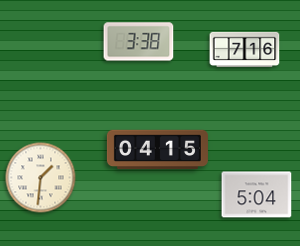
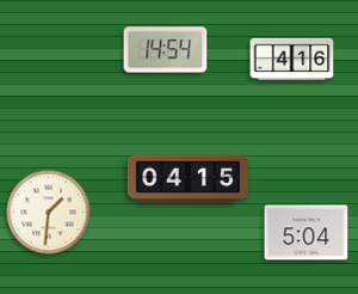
clock at (139, 42): 3:38 -> 14:54
clock at (245, 49): 7:16 -> 4:16
